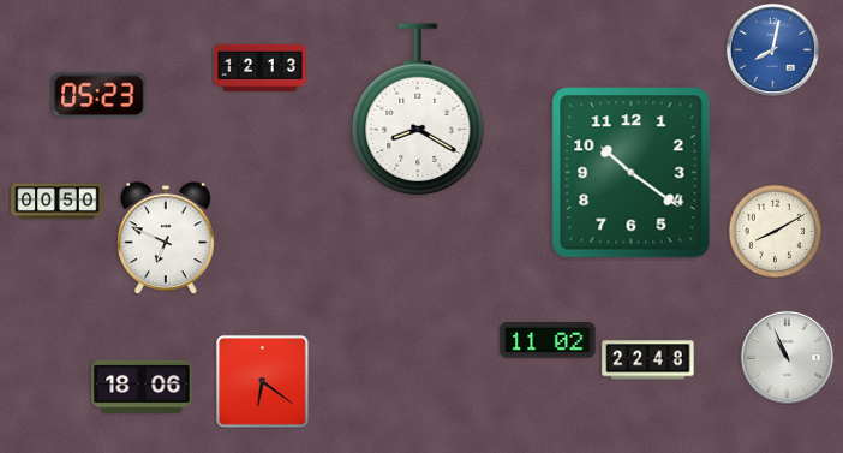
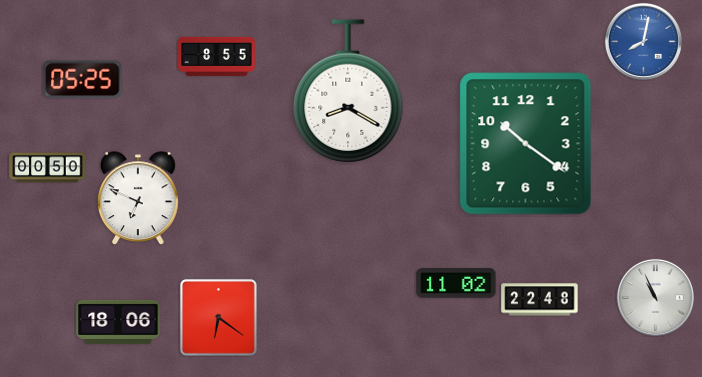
clock at (261, 67): 12:13 -> 8:55
clock at (100, 96): 05:23 -> 05:25
clock at (775, 231): 8:10 -> none
